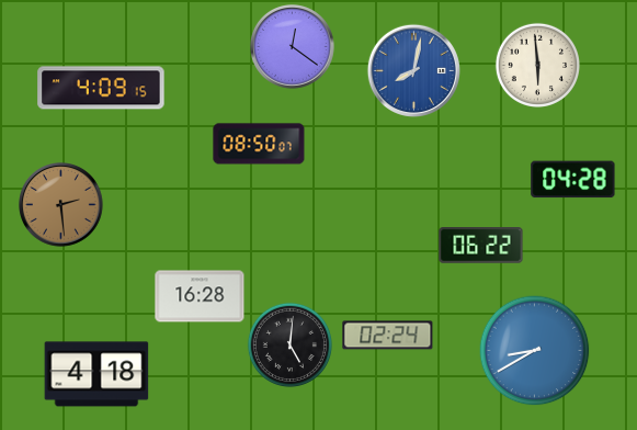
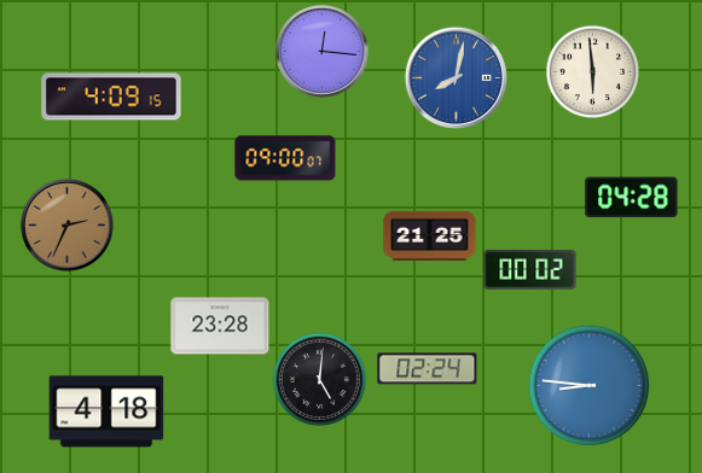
clock at (293, 47): 12:21 -> 12:16
clock at (259, 144): 08:50 -> 09:00
clock at (61, 205): 2:29 -> 2:34
clock at (430, 237): none -> 21:25
clock at (481, 246): 06:22 -> 00:02
clock at (200, 296): 16:28 -> 23:28
clock at (535, 351): 8:40 -> 8:46
